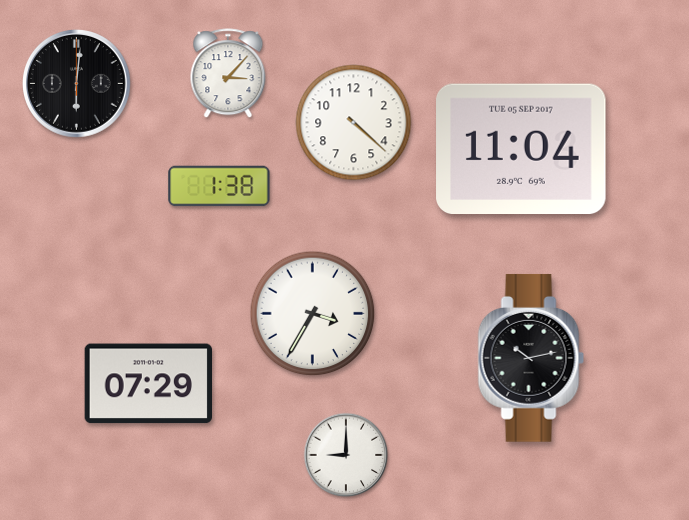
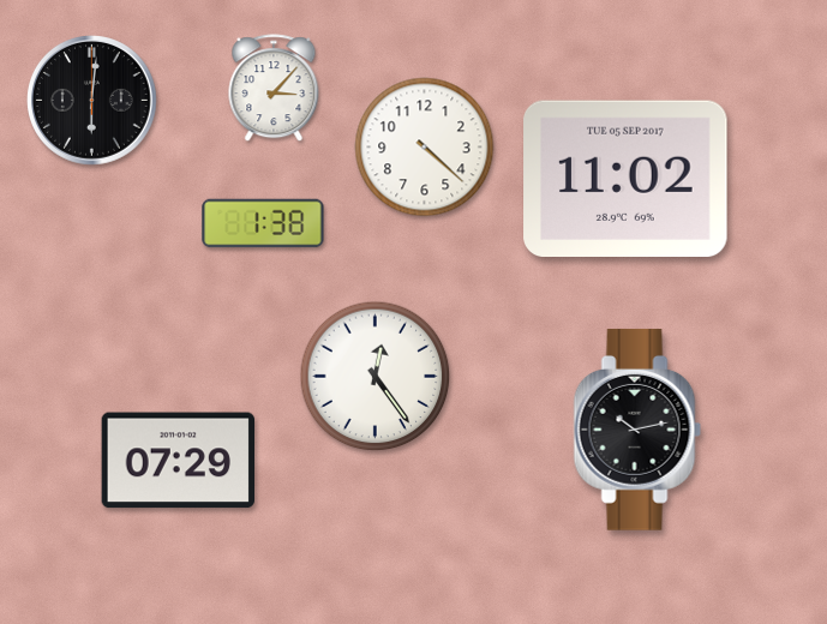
clock at (521, 148): 11:04 -> 11:02
clock at (313, 314): 3:35 -> 12:24
clock at (346, 455): 9:00 -> none
